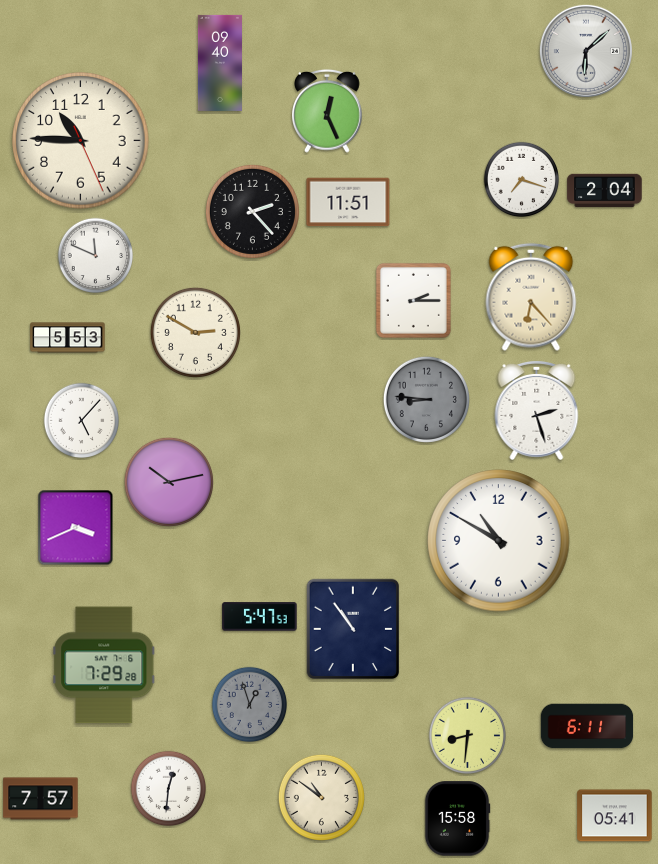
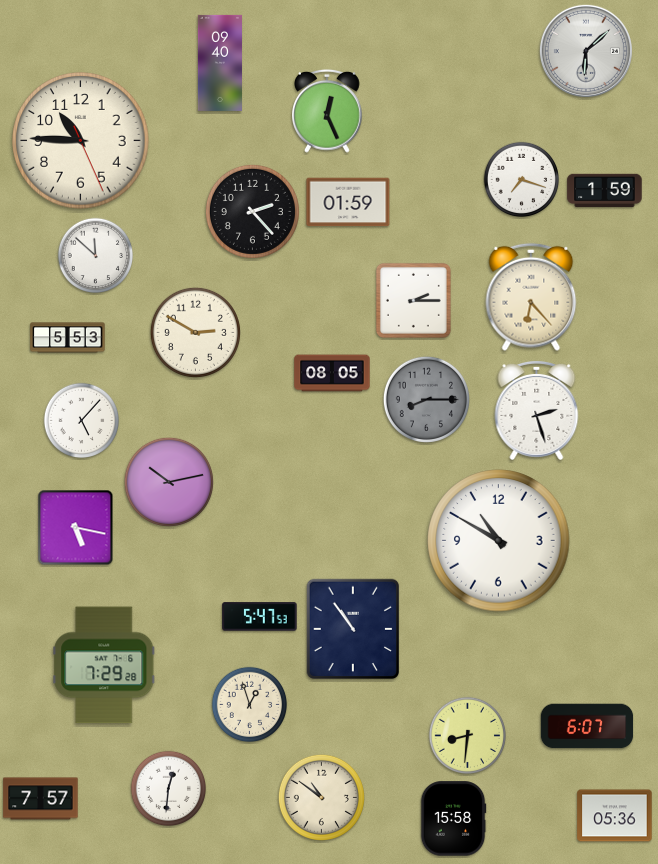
clock at (605, 191): 2:04 -> 1:59
clock at (348, 202): 11:51 -> 01:59
clock at (96, 256): 11:49 -> 11:52
clock at (332, 373): none -> 08:05
clock at (426, 399): 8:46 -> 8:15
clock at (76, 528): 3:41 -> 5:17
clock at (250, 705) dial: grey -> cream
clock at (587, 726): 6:11 -> 6:07
clock at (615, 816): 05:41 -> 05:36
clock at (457, 819) position: (457, 819) -> (453, 819)
